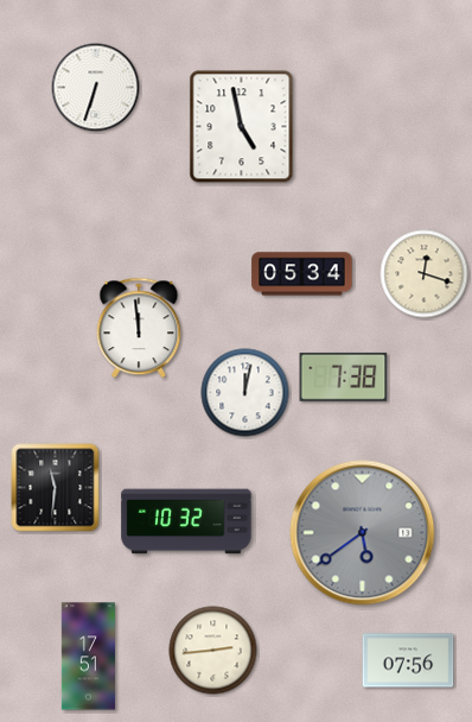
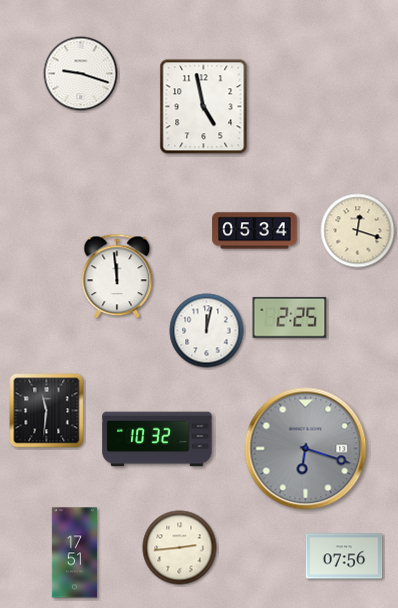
clock at (96, 88): 6:33 -> 9:18
clock at (344, 376): 7:38 -> 2:25
clock at (363, 533): 5:39 -> 6:18
